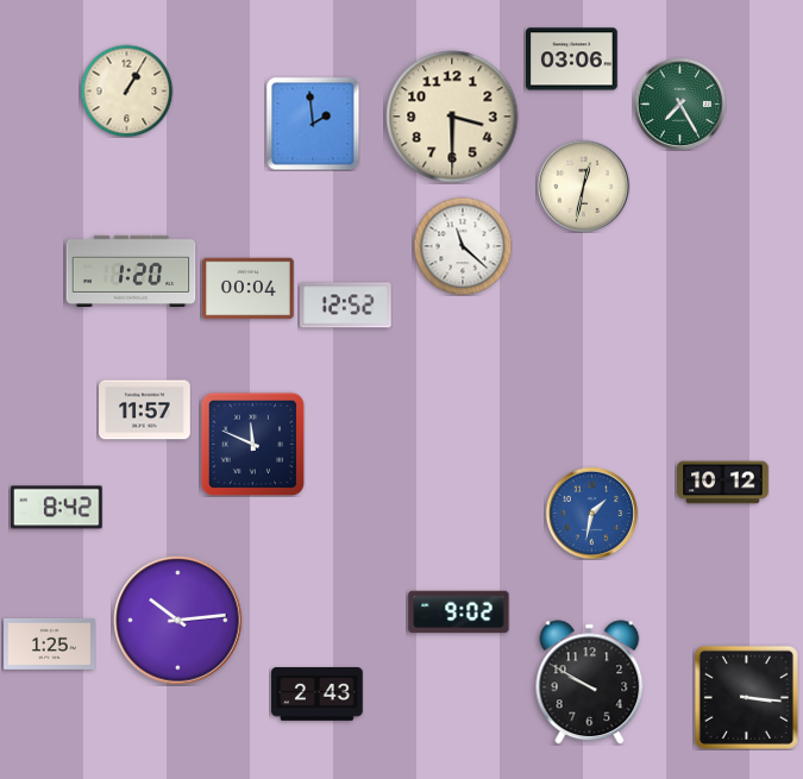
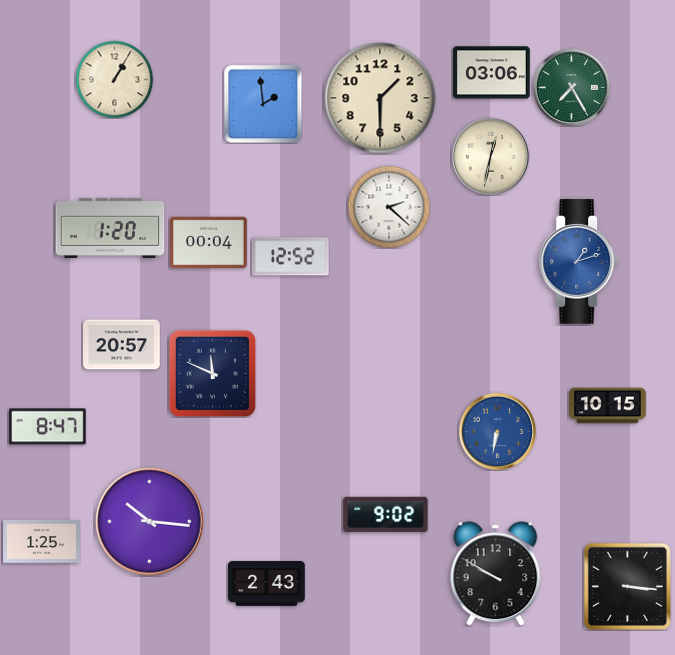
clock at (572, 59) position: (572, 59) -> (492, 73)
clock at (126, 90) position: (126, 90) -> (114, 79)
clock at (452, 117): 3:30 -> 1:30
clock at (463, 246): 11:22 -> 2:22
clock at (579, 262): none -> 1:12
clock at (145, 410): 11:57 -> 20:57
clock at (723, 483): 10:12 -> 10:15
clock at (57, 508): 8:42 -> 8:47
clock at (591, 513): 1:32 -> 6:32
clock at (178, 621): 10:14 -> 10:16
